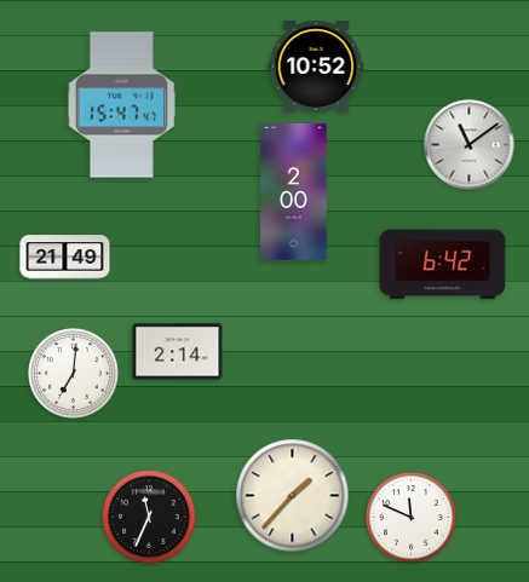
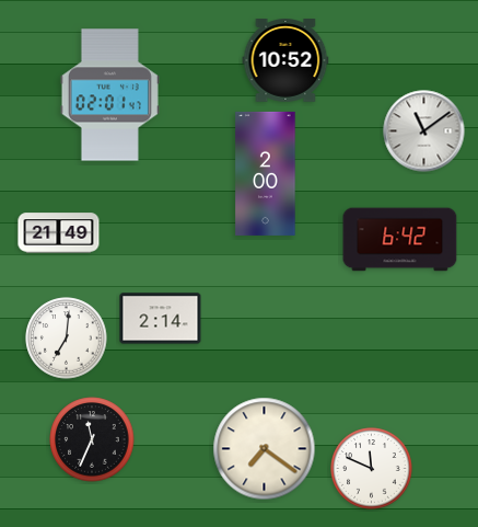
clock at (121, 105): 15:47 -> 02:01
clock at (293, 496): 1:37 -> 7:21
clock at (149, 517) position: (149, 517) -> (92, 439)
